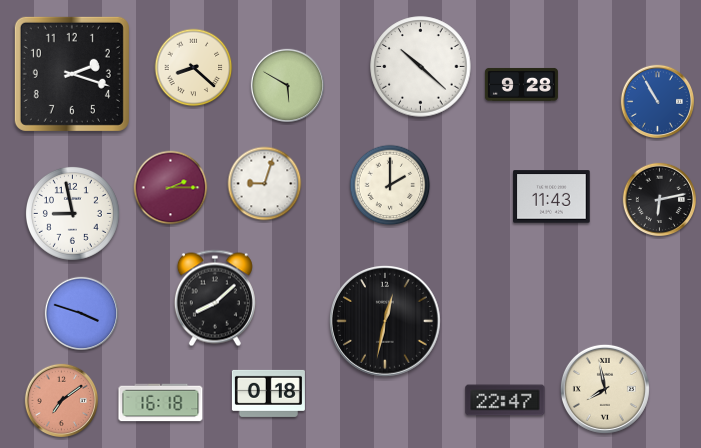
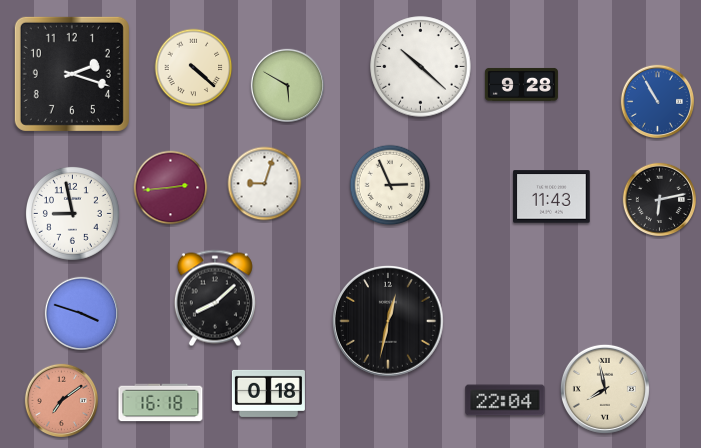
clock at (194, 68): 8:22 -> 4:22
clock at (390, 185): 2:00 -> 2:56
clock at (171, 188): 2:15 -> 2:44
clock at (386, 322) position: (386, 322) -> (389, 322)
clock at (505, 400): 22:47 -> 22:04
